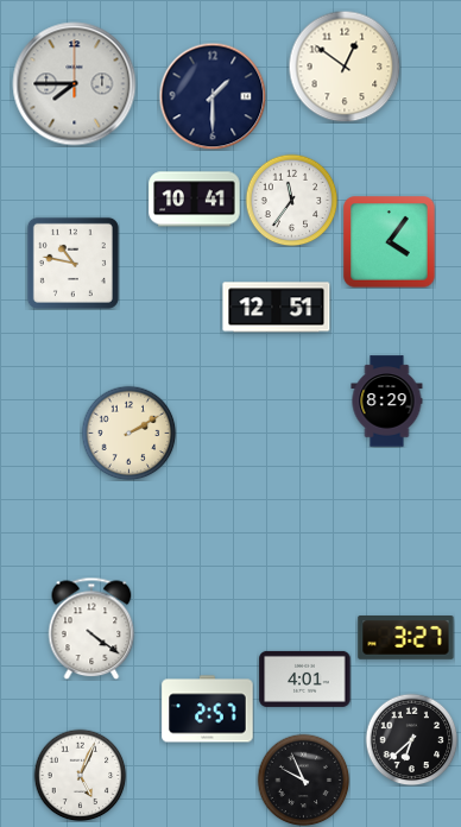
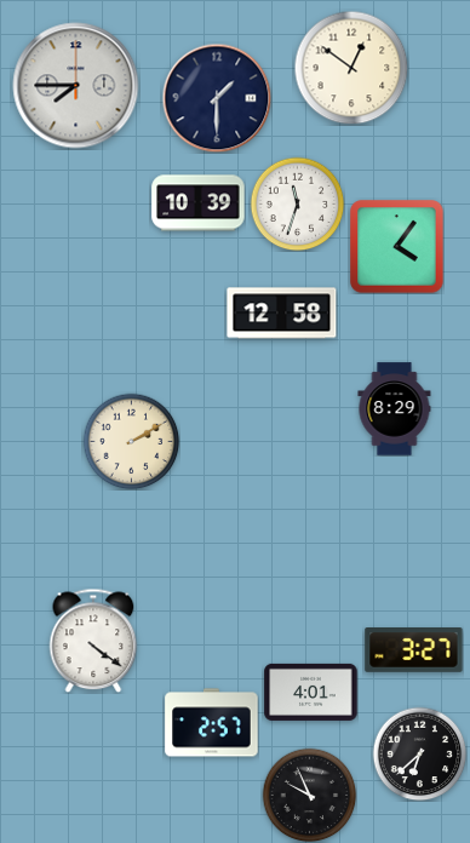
clock at (195, 200): 10:41 -> 10:39
clock at (291, 200): 11:36 -> 11:33
clock at (72, 263): 10:47 -> none
clock at (277, 308): 12:51 -> 12:58
clock at (80, 775): 5:04 -> none
